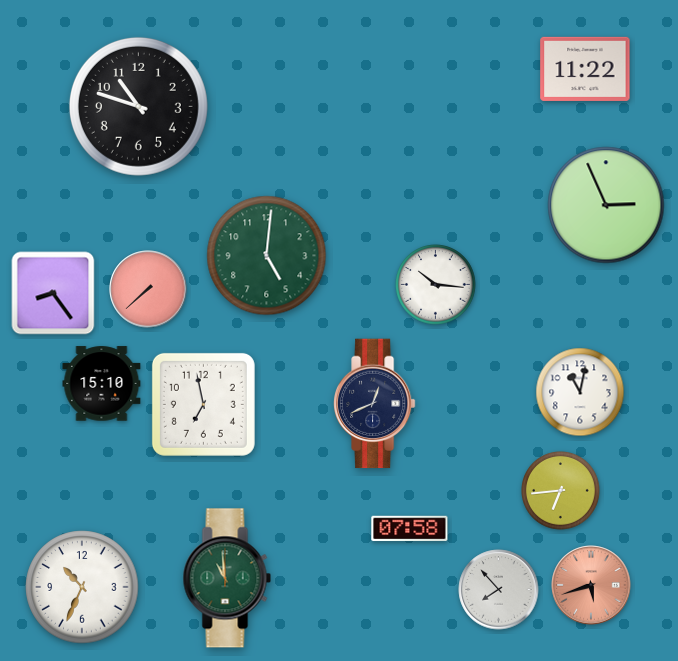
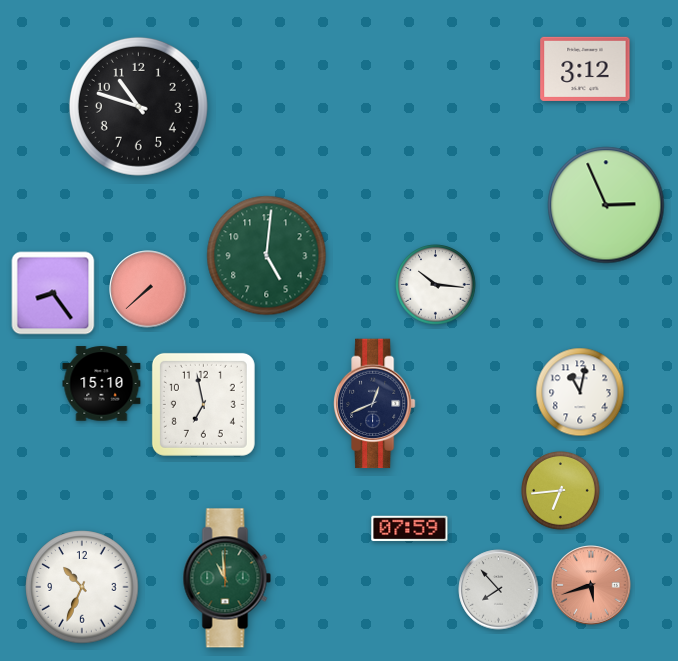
clock at (585, 69): 11:22 -> 3:12
clock at (410, 529): 07:58 -> 07:59
